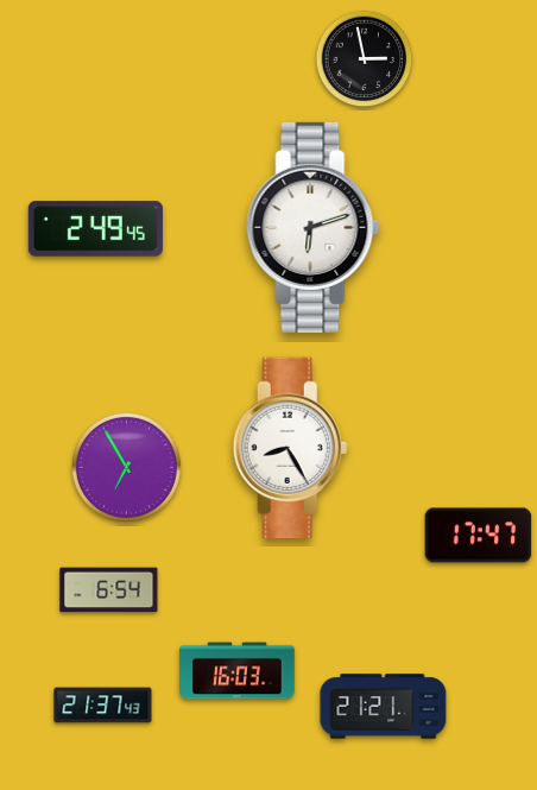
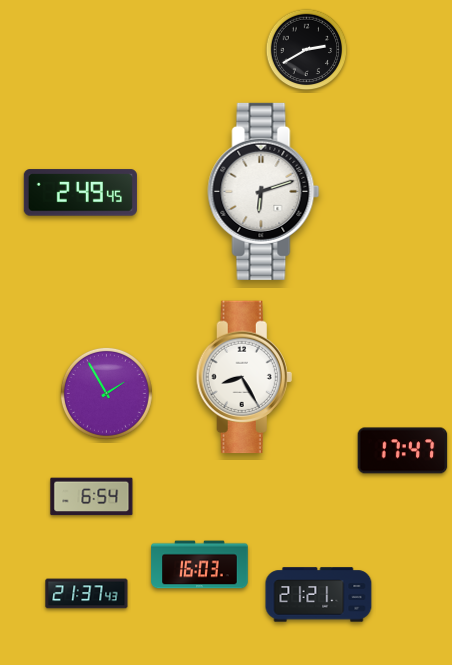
clock at (365, 59): 2:58 -> 2:40
clock at (126, 467): 6:55 -> 1:55
clock at (384, 707) position: (384, 707) -> (319, 595)
